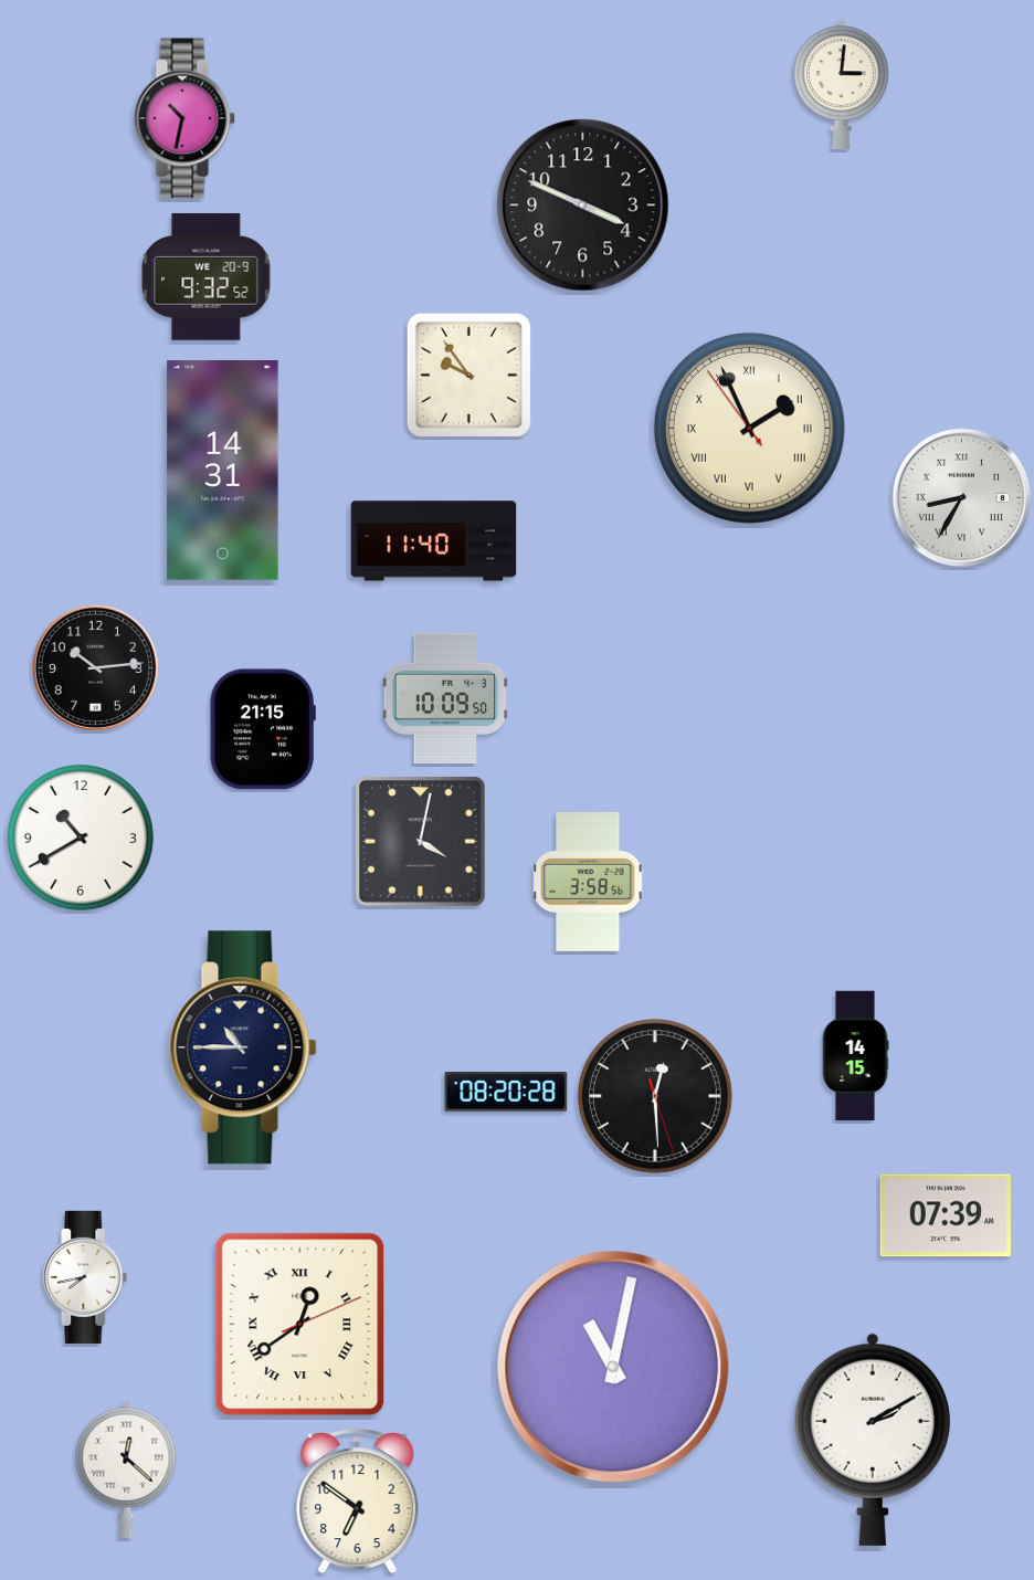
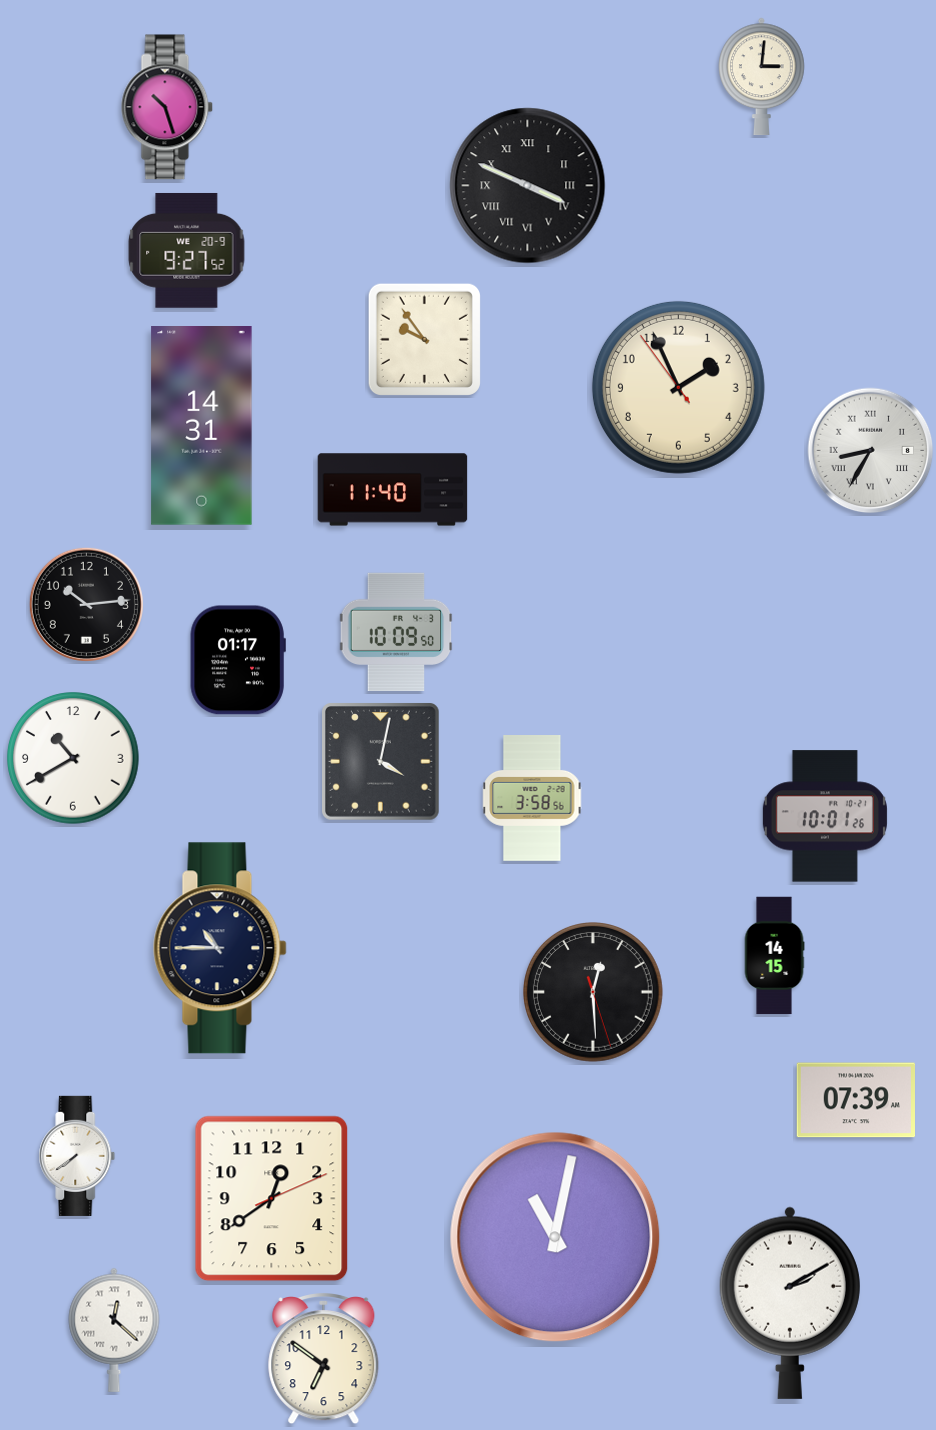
clock at (184, 118): 10:32 -> 10:27
clock at (583, 206) numerals: Arabic -> Roman
clock at (207, 276): 9:32 -> 9:27
clock at (749, 428) numerals: Roman -> Arabic
clock at (445, 697) position: (445, 697) -> (396, 631)
clock at (263, 729): 21:15 -> 01:17
clock at (825, 816): none -> 10:01
clock at (506, 1092): 08:20 -> none
clock at (85, 1277): 7:43 -> 7:39
clock at (300, 1325) numerals: Roman -> Arabic
